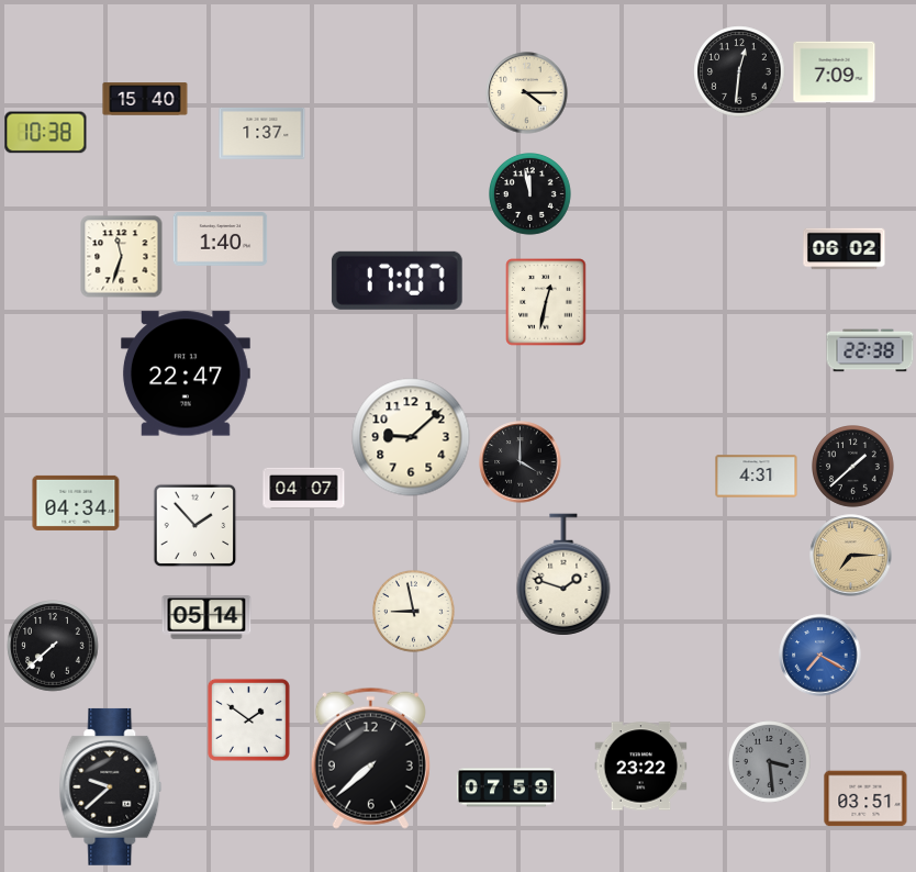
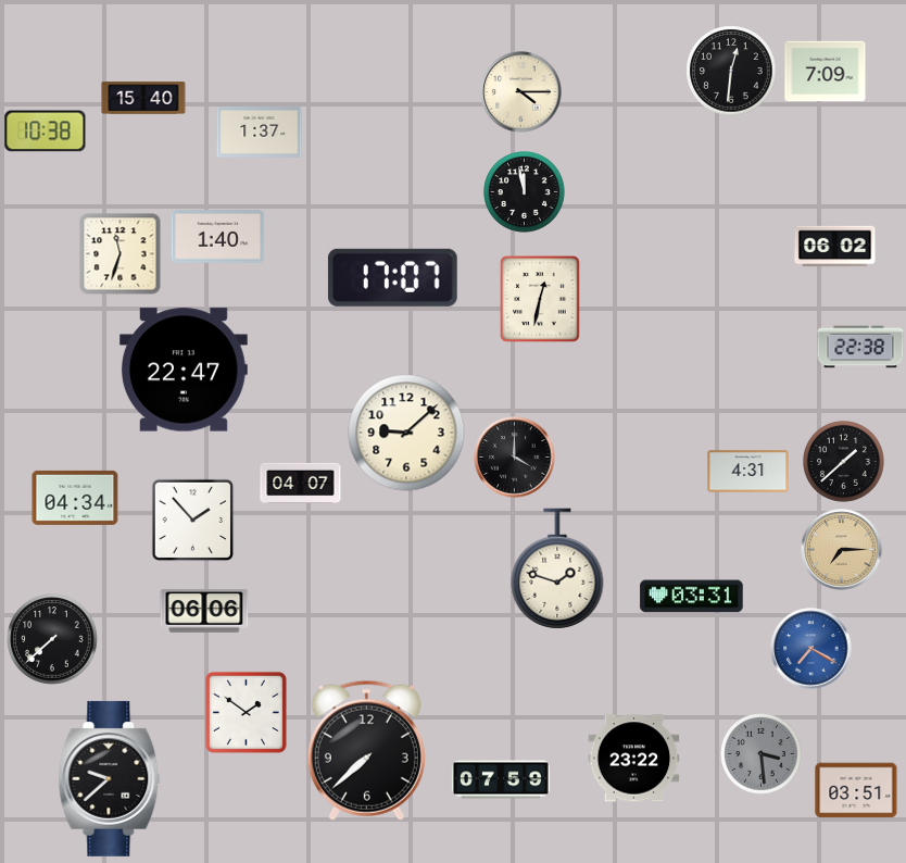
clock at (692, 597): none -> 03:31
clock at (414, 612): 8:58 -> none
clock at (206, 618): 05:14 -> 06:06
